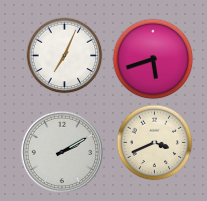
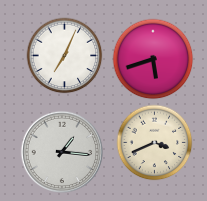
clock at (62, 152): 2:10 -> 1:16
